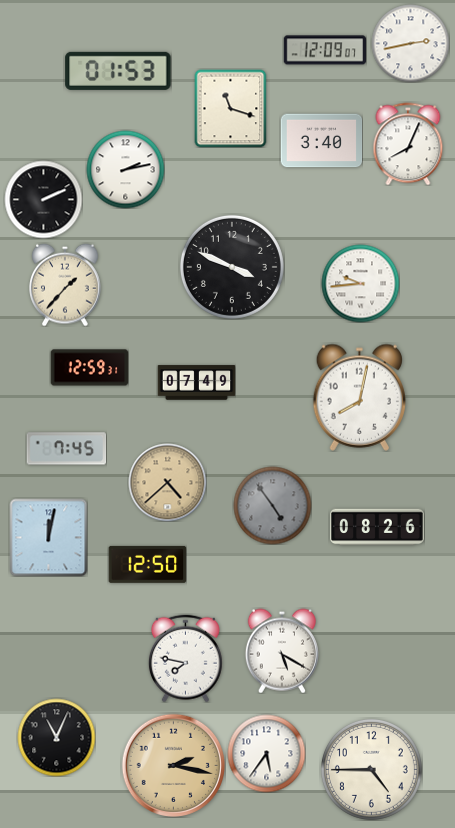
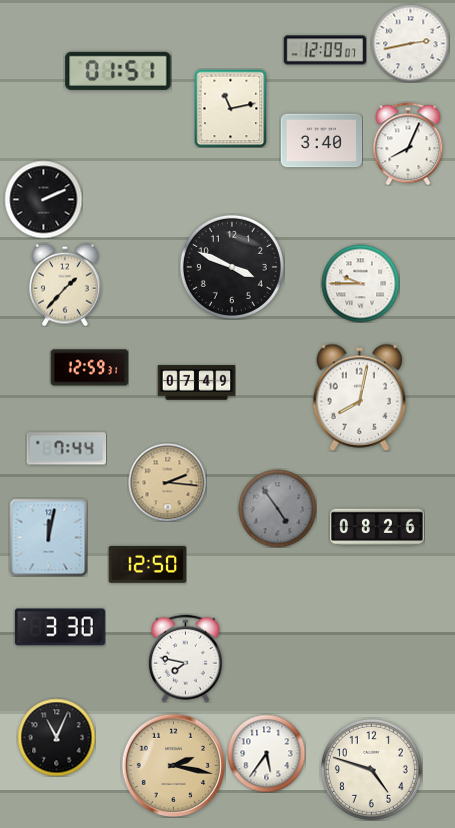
clock at (118, 71): 01:53 -> 01:51
clock at (231, 108): 11:18 -> 11:13
clock at (125, 169): 2:13 -> none
clock at (360, 283): 9:44 -> 9:45
clock at (66, 449): 7:45 -> 7:44
clock at (167, 482): 4:38 -> 2:16
clock at (272, 505) position: (272, 505) -> (277, 508)
clock at (60, 627): none -> 3:30
clock at (282, 651): 5:20 -> none
clock at (371, 769): 4:45 -> 4:48
